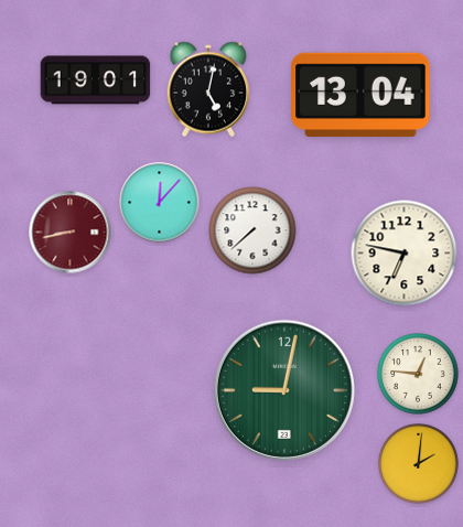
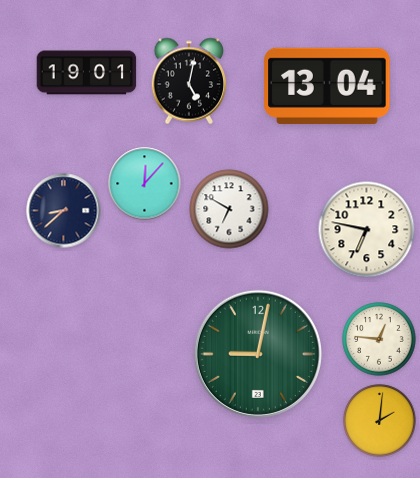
clock at (252, 230): 7:38 -> 6:50
clock at (71, 233): 8:43 -> 8:38
clock at (71, 233) dial: burgundy -> navy
